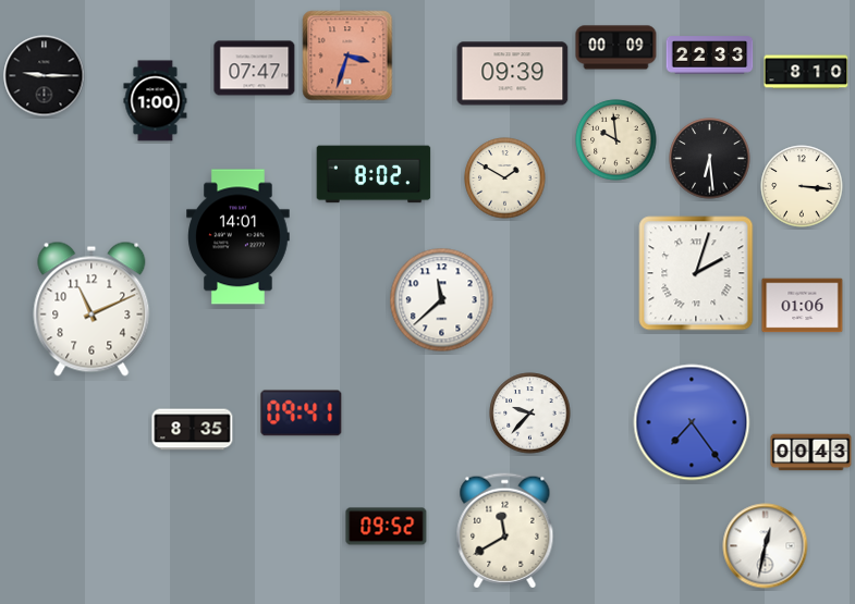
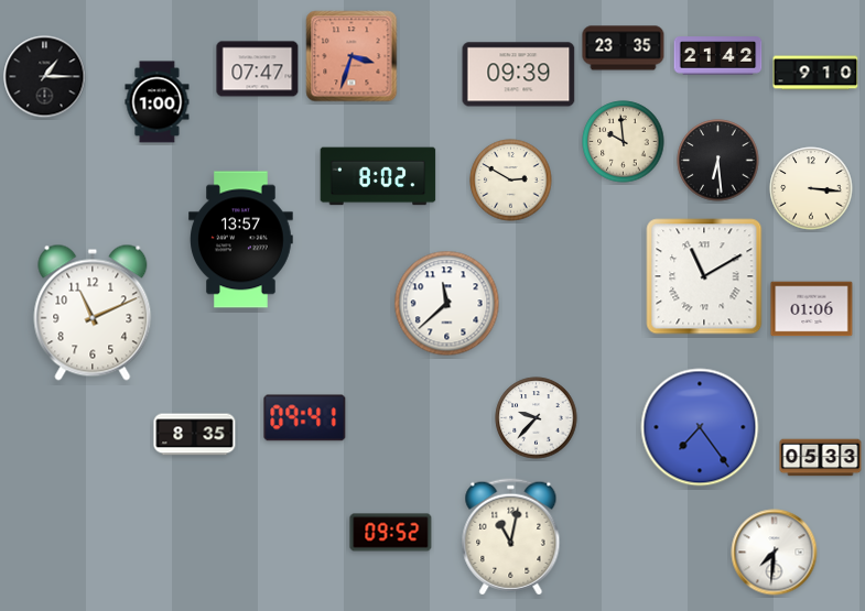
clock at (616, 48): 00:09 -> 23:35
clock at (710, 56): 22:33 -> 21:42
clock at (806, 72): 8:10 -> 9:10
clock at (45, 76): 9:15 -> 1:15
clock at (505, 178): 1:50 -> 2:50
clock at (239, 237): 14:01 -> 13:57
clock at (696, 273): 2:03 -> 11:10
clock at (811, 453): 00:43 -> 05:33
clock at (505, 531): 11:40 -> 11:02
clock at (766, 546): 12:32 -> 7:31
